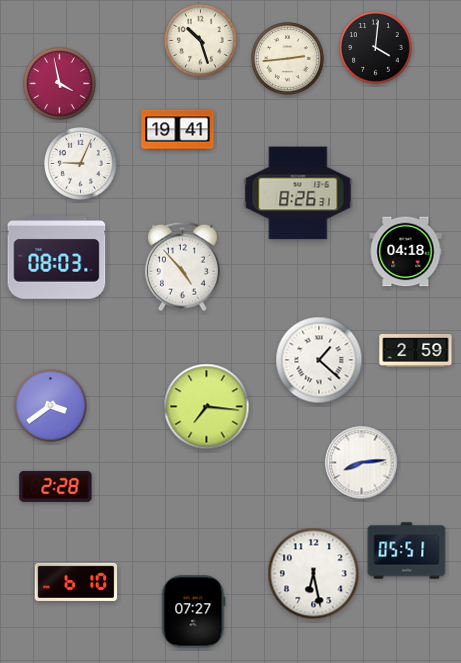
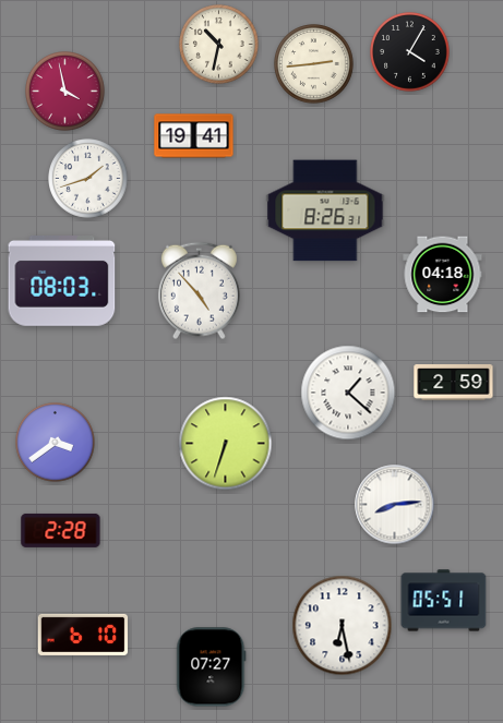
clock at (201, 41): 10:27 -> 10:32
clock at (376, 48): 4:01 -> 4:05
clock at (178, 130) position: (178, 130) -> (194, 136)
clock at (81, 164): 9:04 -> 1:42
clock at (207, 407): 7:16 -> 6:33
